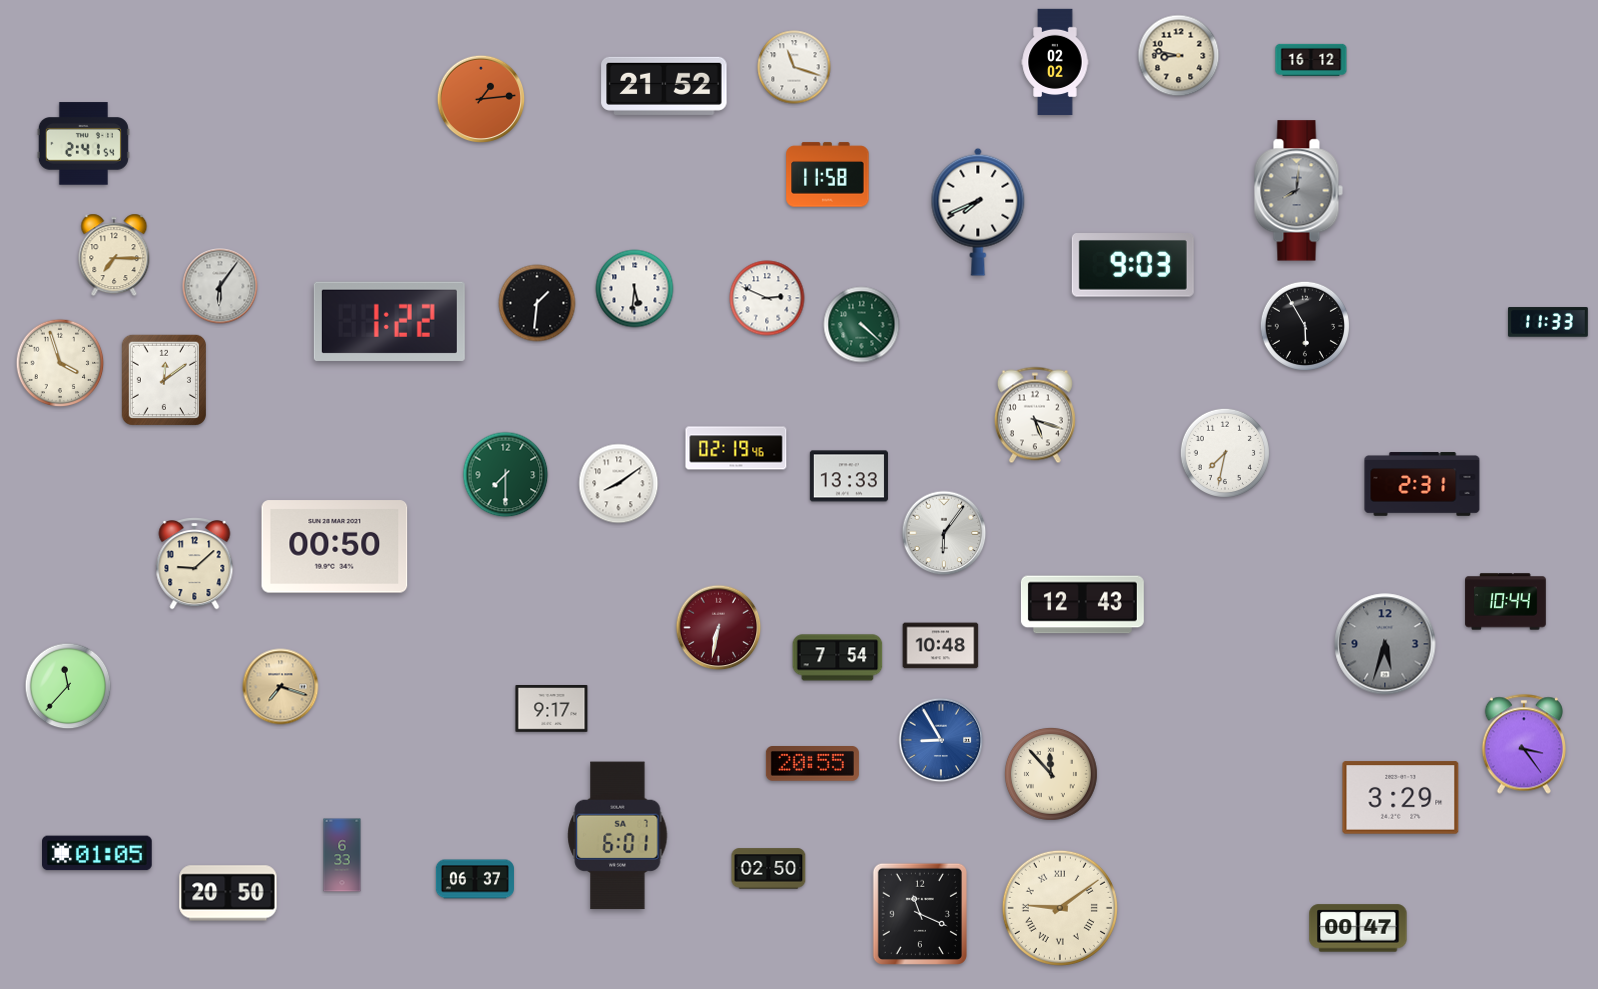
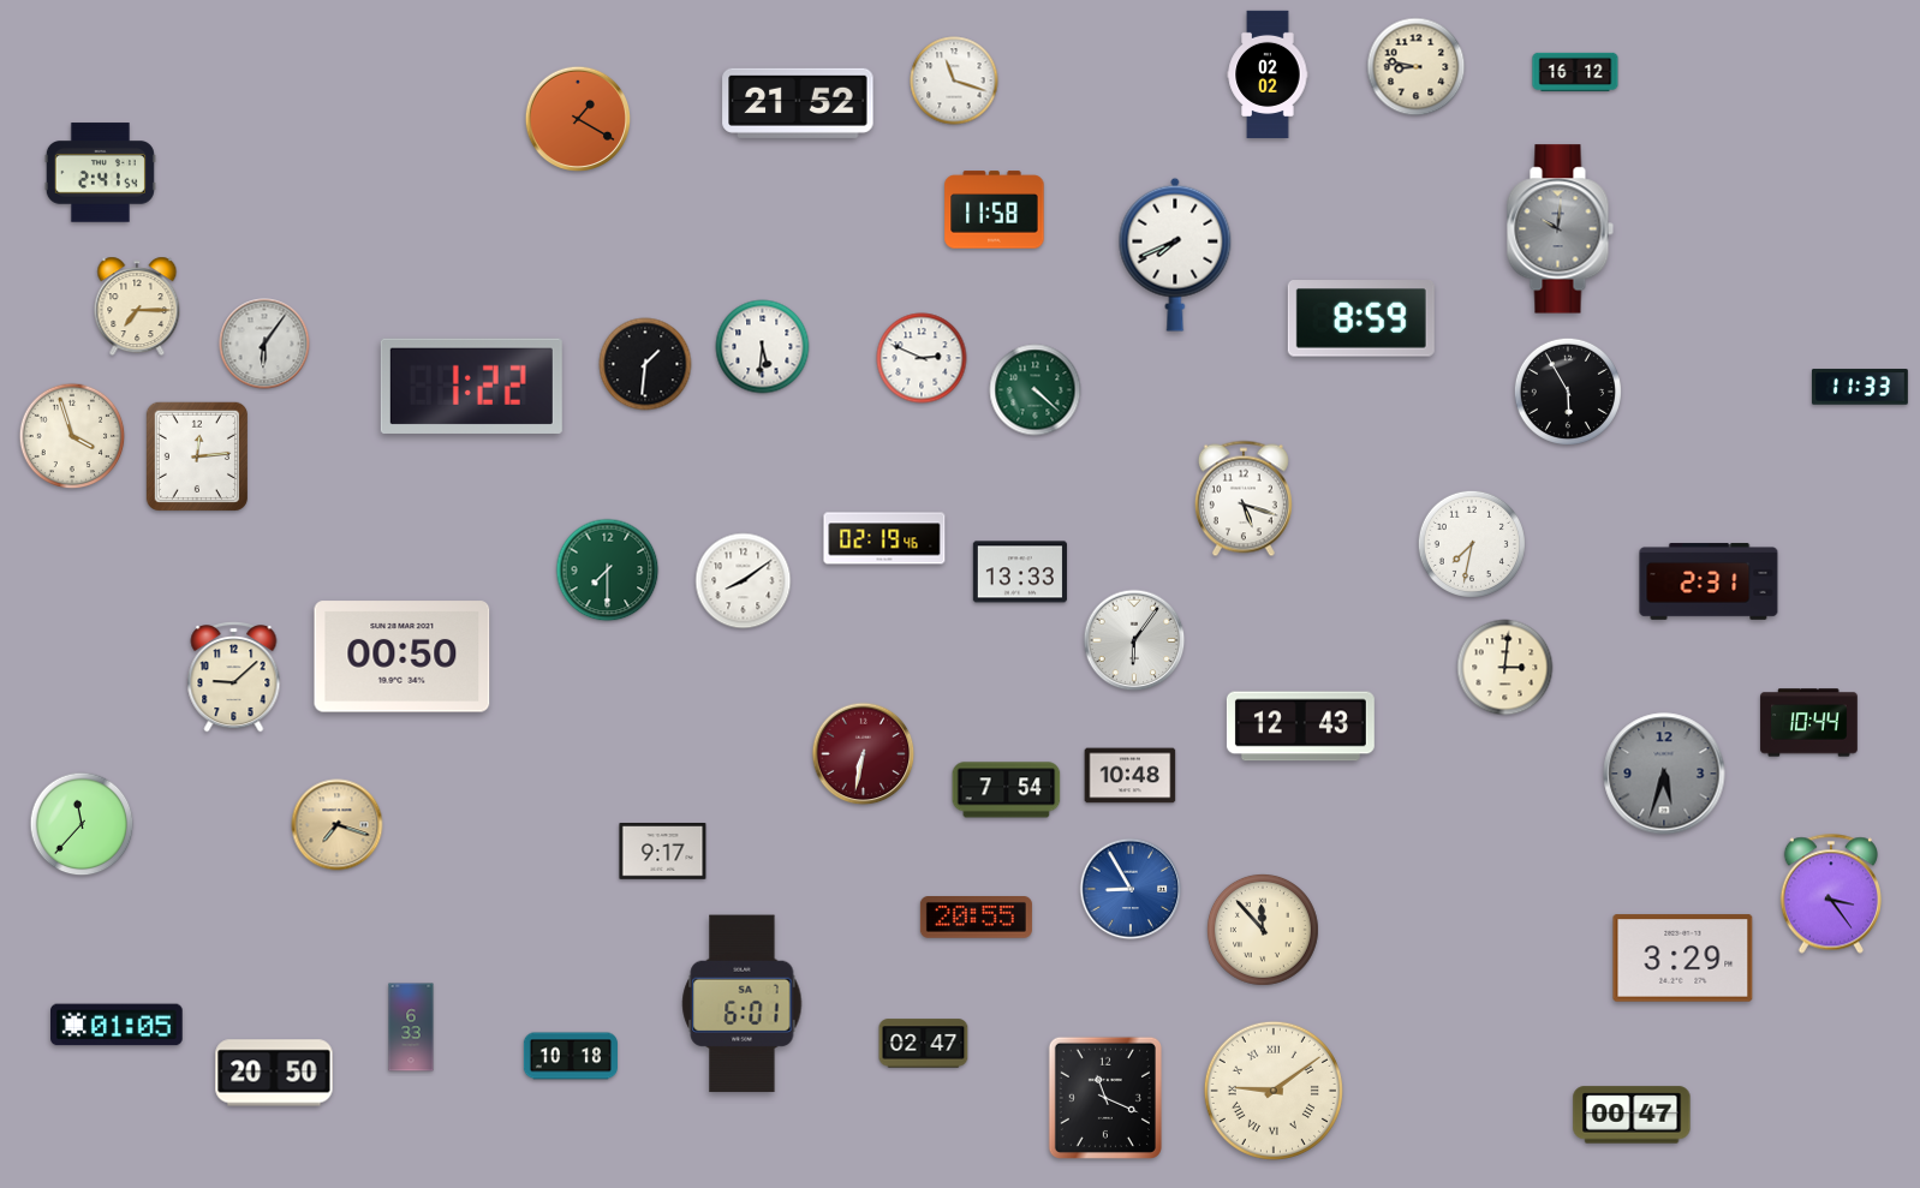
clock at (481, 99): 1:14 -> 1:20
clock at (1298, 191): 8:01 -> 10:01
clock at (1133, 265): 9:03 -> 8:59
clock at (389, 321) position: (389, 321) -> (471, 386)
clock at (164, 380): 12:09 -> 12:14
clock at (1505, 668): none -> 3:01
clock at (769, 869): 02:50 -> 02:47
clock at (475, 879): 06:37 -> 10:18
